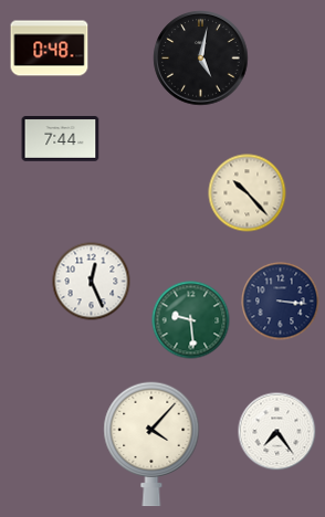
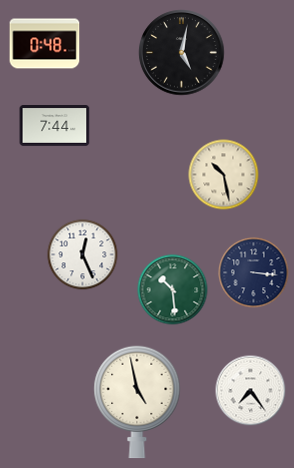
clock at (248, 193): 10:23 -> 10:28
clock at (191, 320): 9:29 -> 10:29
clock at (151, 444): 4:07 -> 4:58
